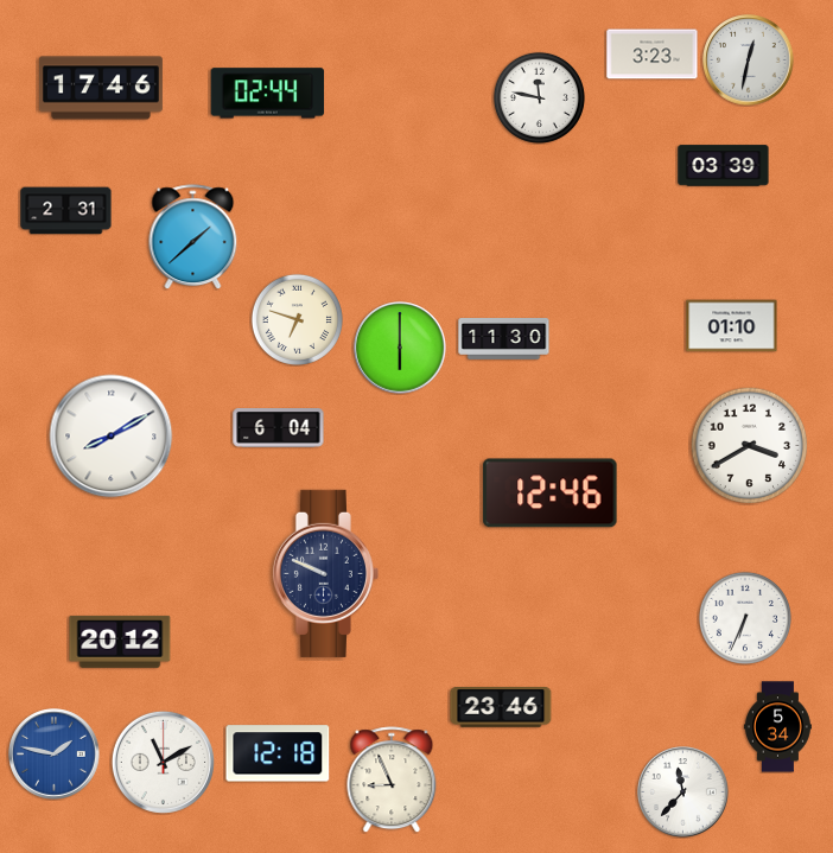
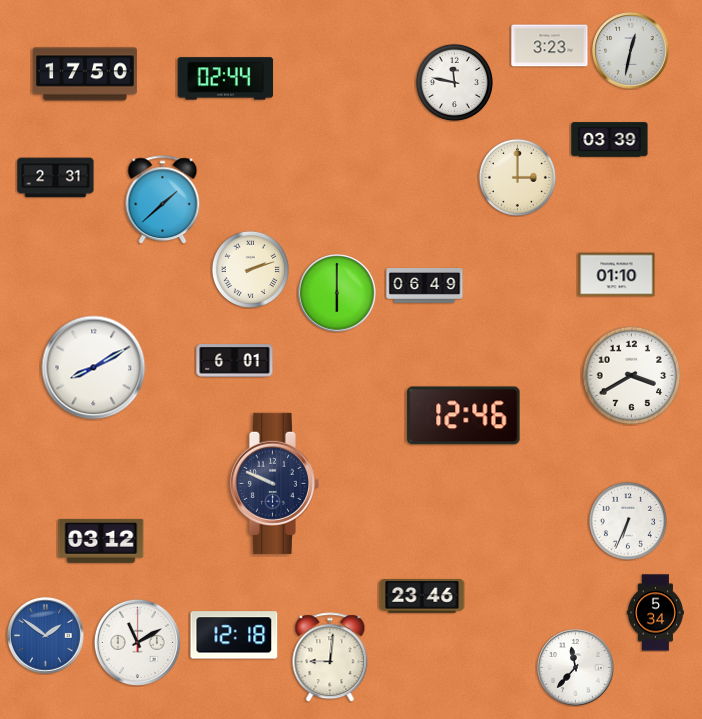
clock at (101, 88): 17:46 -> 17:50
clock at (517, 177): none -> 3:00
clock at (297, 319): 6:48 -> 2:12
clock at (504, 339): 11:30 -> 06:49
clock at (279, 428): 6:04 -> 6:01
clock at (120, 642): 20:12 -> 03:12
clock at (55, 755): 1:47 -> 1:51
clock at (392, 779): 8:56 -> 9:01
